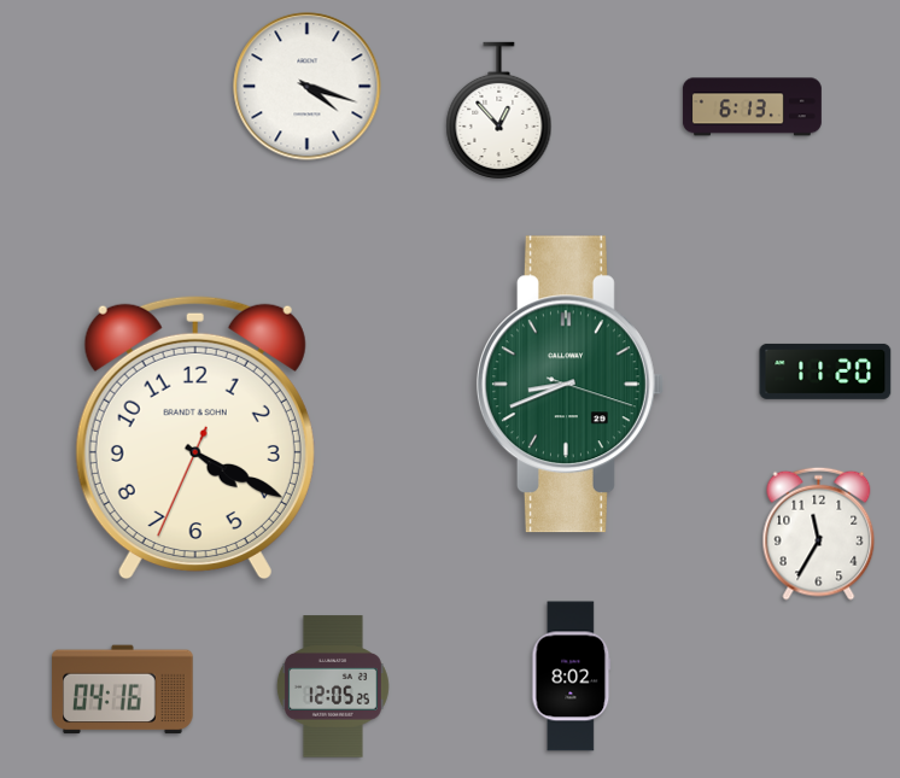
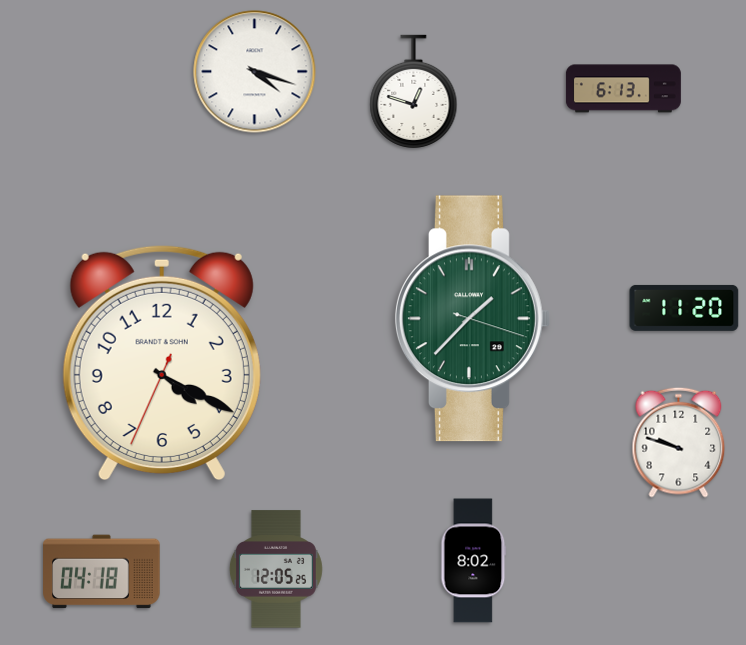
clock at (499, 110): 12:53 -> 12:48
clock at (569, 385): 8:41 -> 1:37
clock at (819, 533): 11:35 -> 9:48
clock at (123, 690): 04:16 -> 04:18
